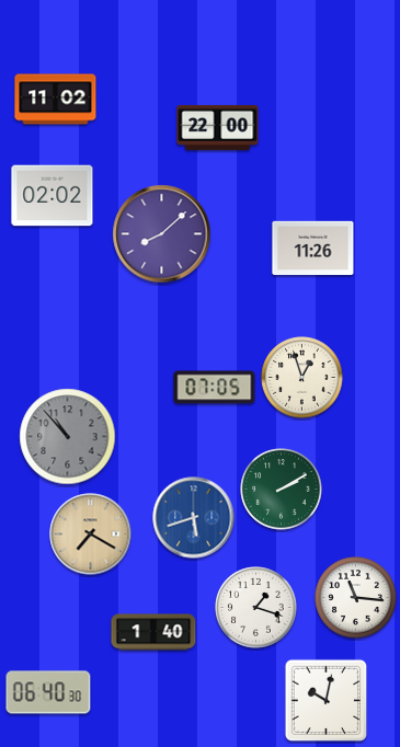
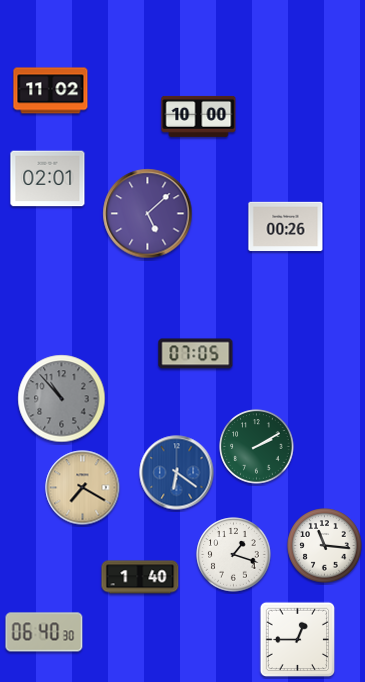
clock at (218, 127): 22:00 -> 10:00
clock at (53, 196): 02:02 -> 02:01
clock at (162, 234): 8:08 -> 5:08
clock at (313, 249): 11:26 -> 00:26
clock at (302, 378): 12:57 -> none
clock at (194, 518): 5:42 -> 6:21
clock at (327, 701): 10:02 -> 12:45
